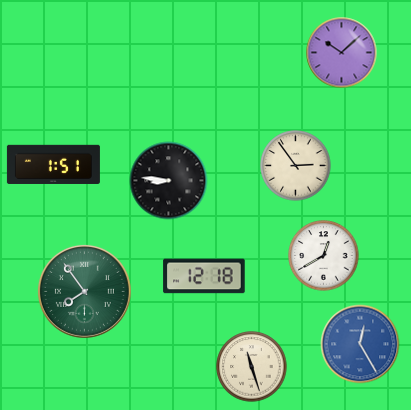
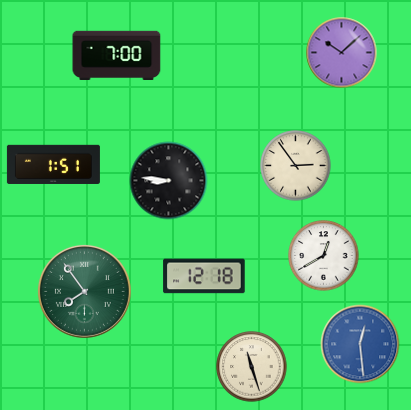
clock at (117, 56): none -> 7:00
clock at (360, 344): 12:25 -> 12:29
